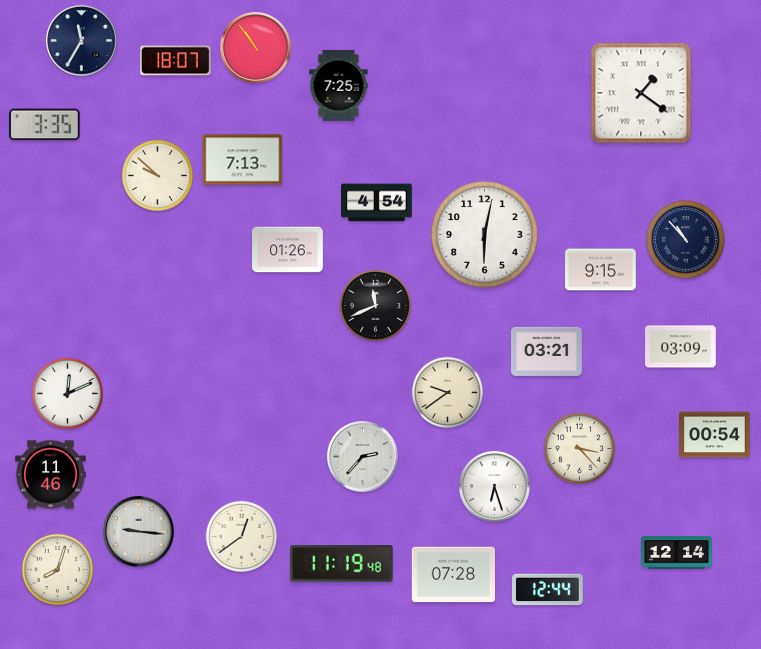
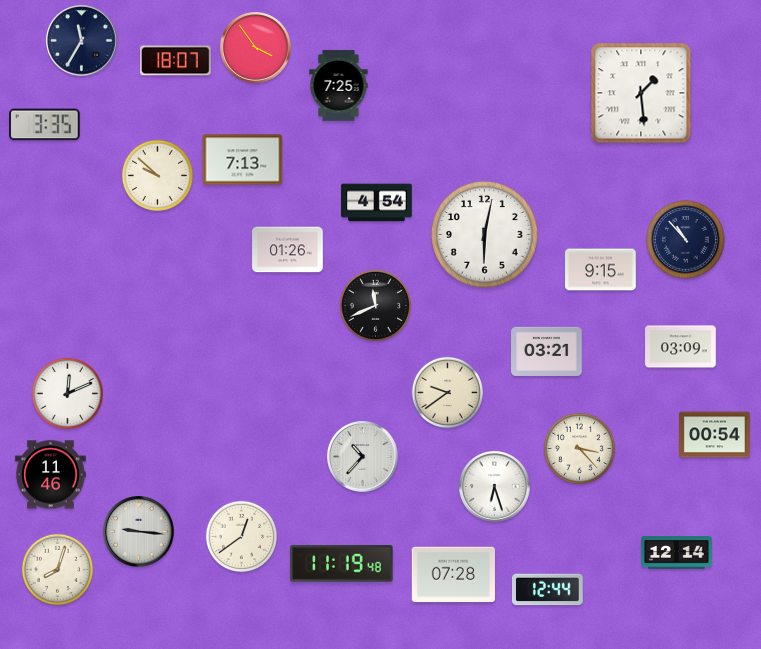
clock at (256, 48): 10:54 -> 3:54
clock at (641, 93): 1:21 -> 1:29
clock at (363, 457): 2:37 -> 10:37
